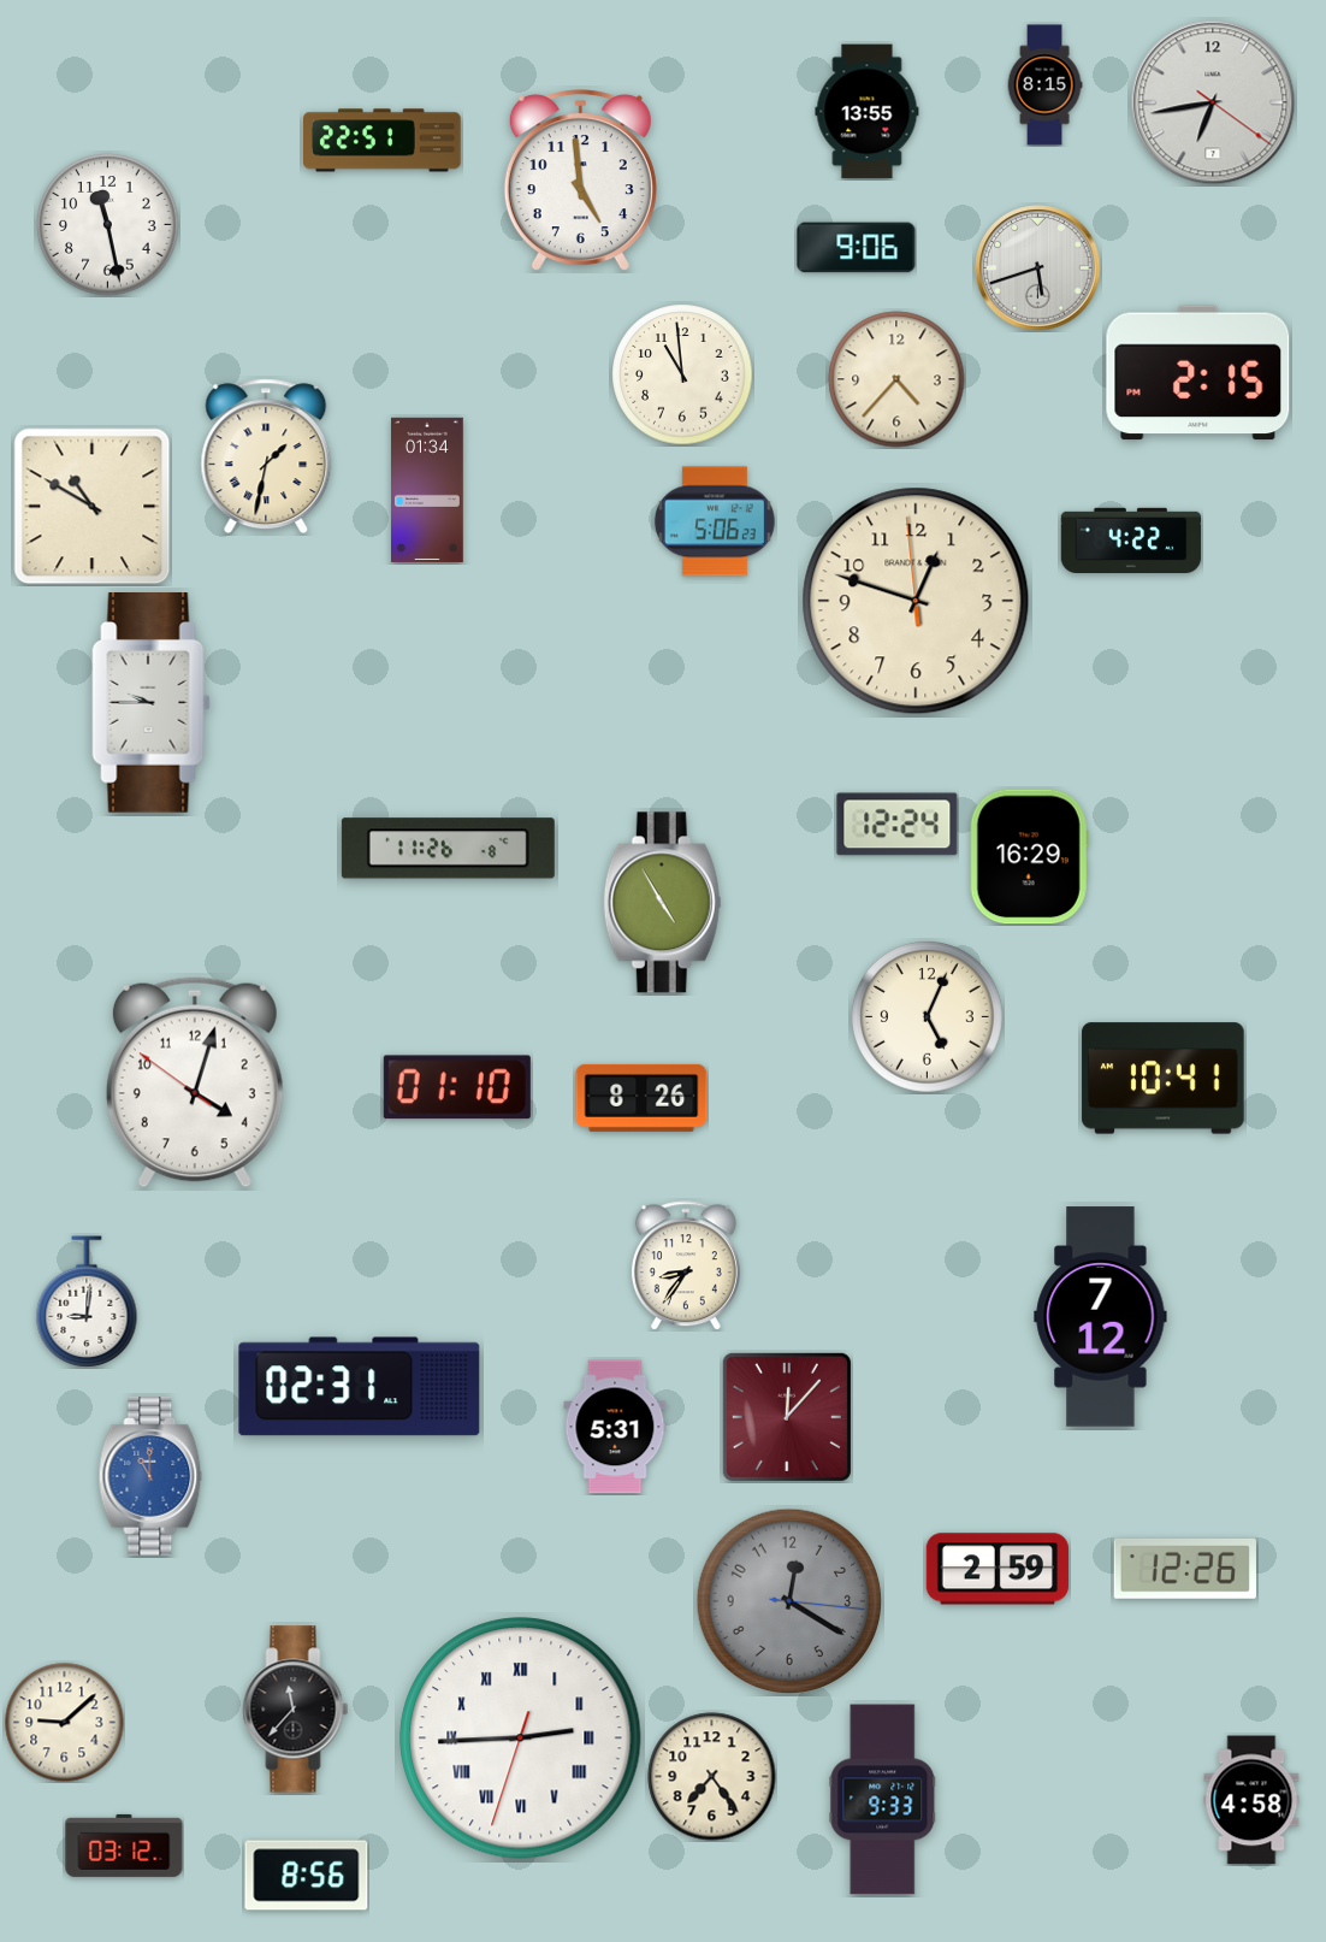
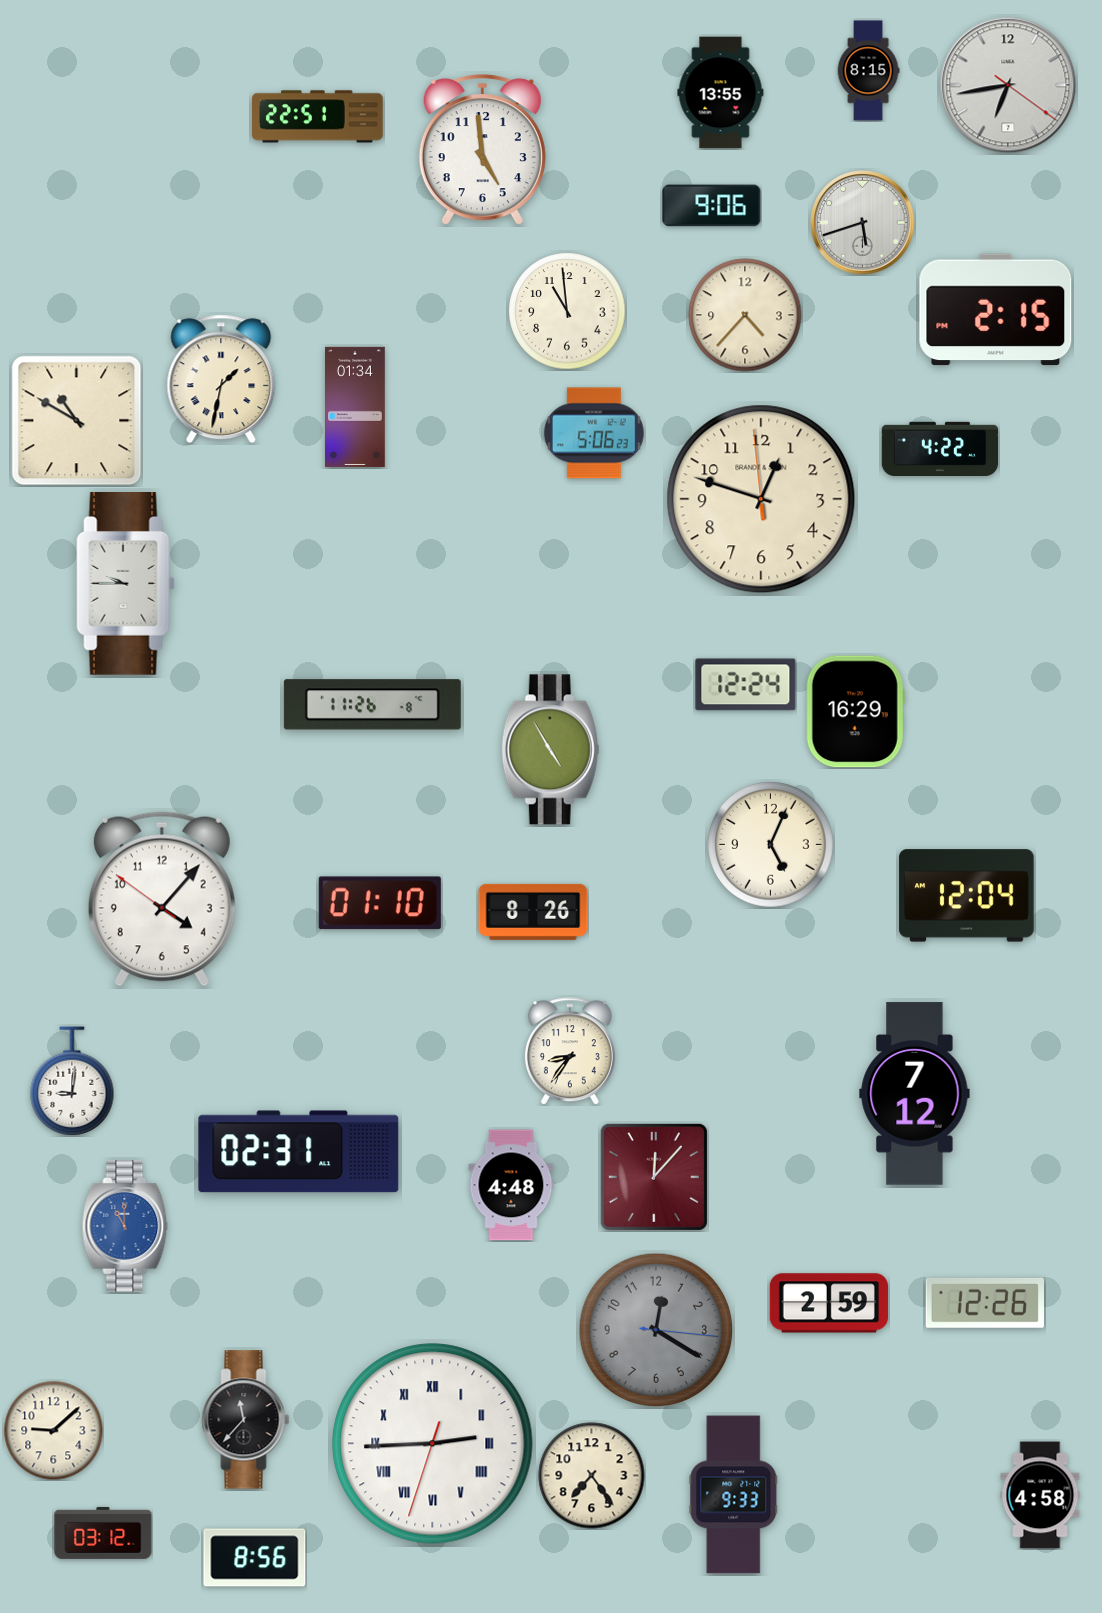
clock at (108, 225): 11:28 -> none
clock at (1164, 1079): 10:41 -> 12:04
clock at (195, 1082): 4:02 -> 4:06
clock at (615, 1427): 5:31 -> 4:48
